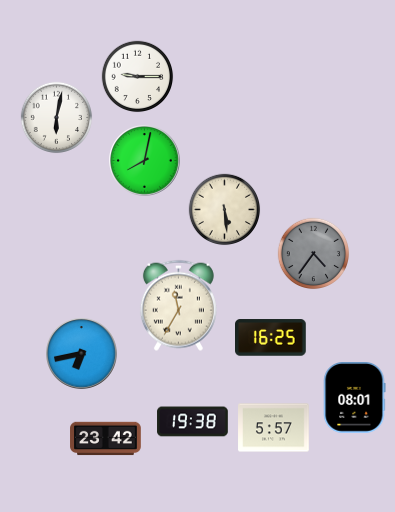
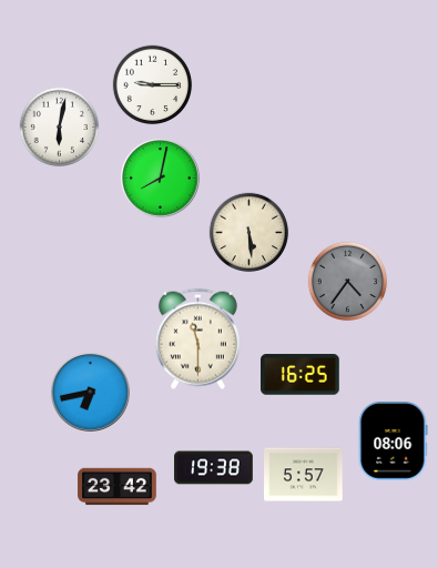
clock at (57, 118) position: (57, 118) -> (60, 128)
clock at (178, 305): 11:35 -> 11:30
clock at (355, 398): 08:01 -> 08:06
